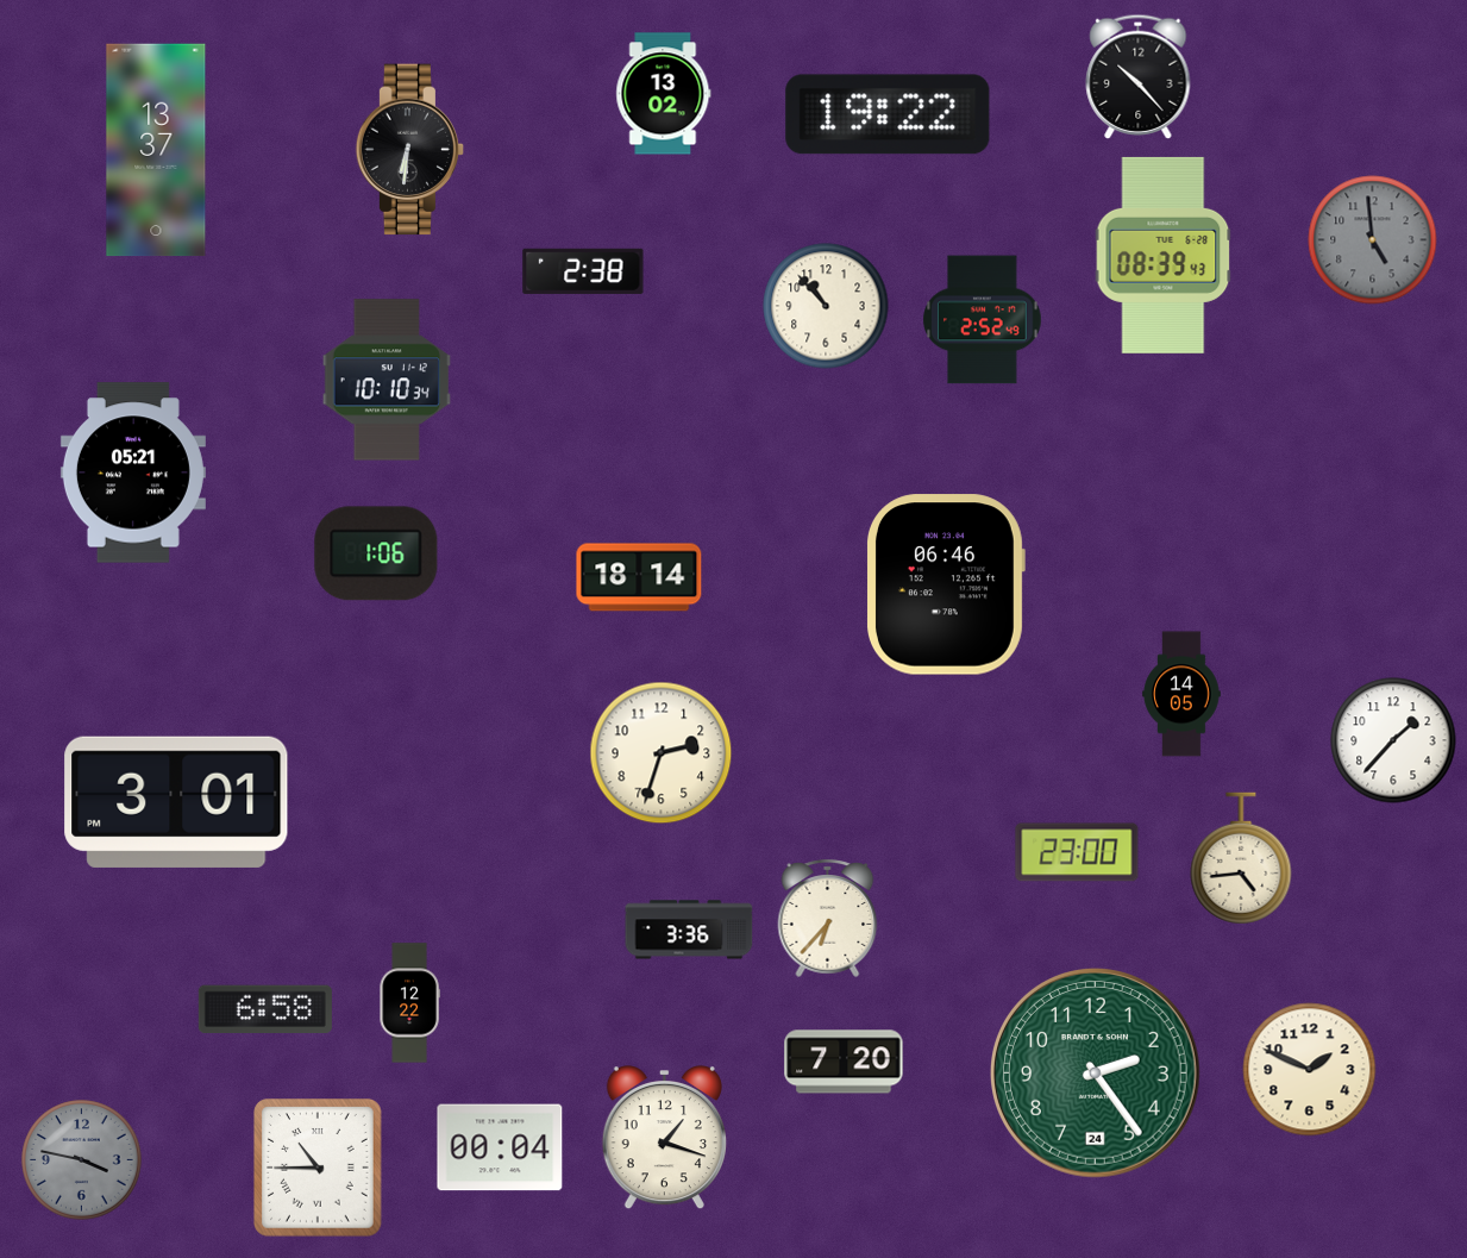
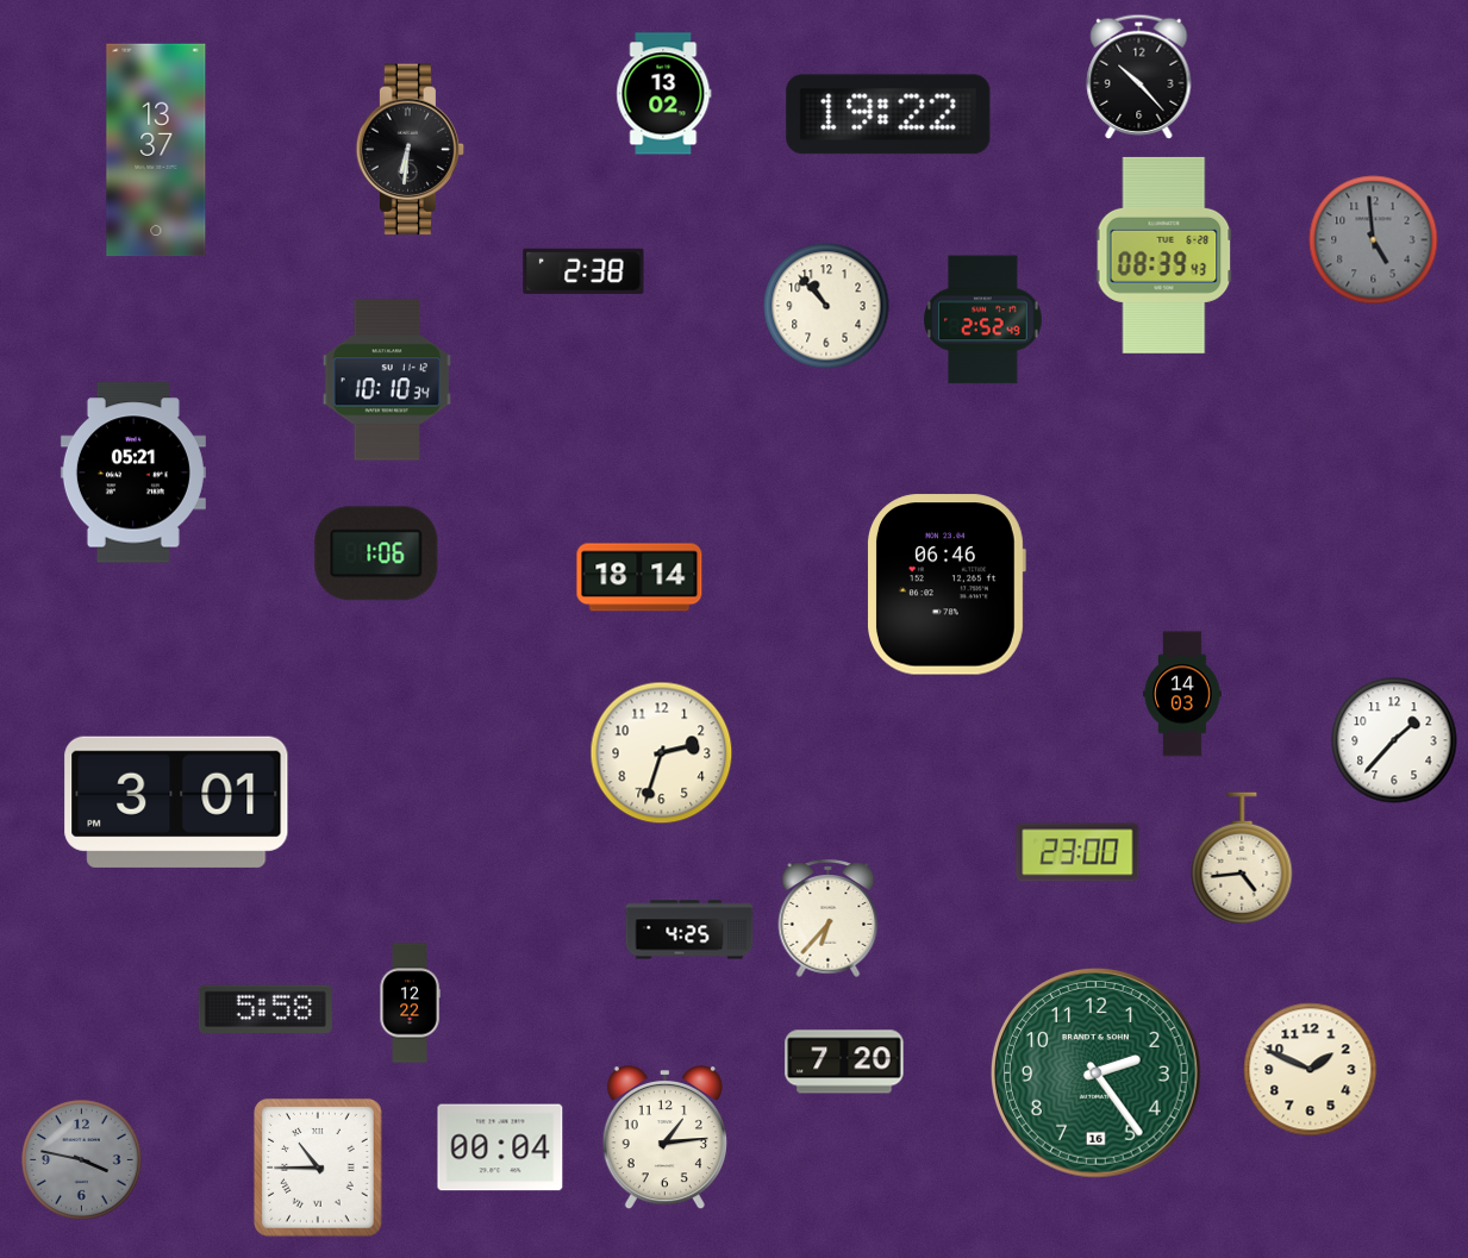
clock at (1181, 694): 14:05 -> 14:03
clock at (689, 930): 3:36 -> 4:25
clock at (265, 1009): 6:58 -> 5:58
clock at (1096, 1074) date: 24 -> 16
clock at (664, 1138): 1:18 -> 1:14
